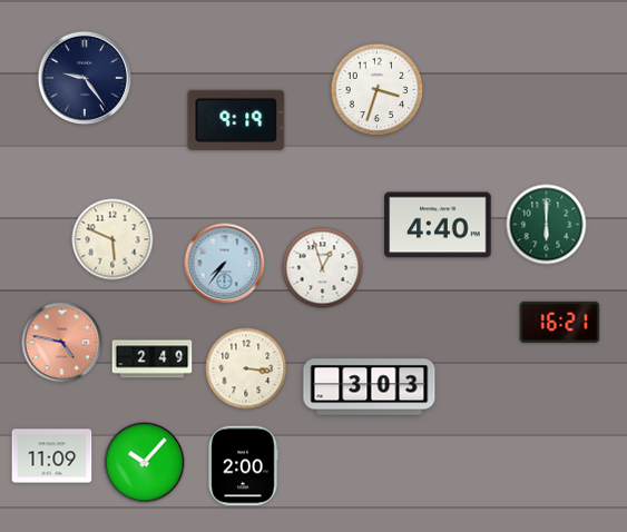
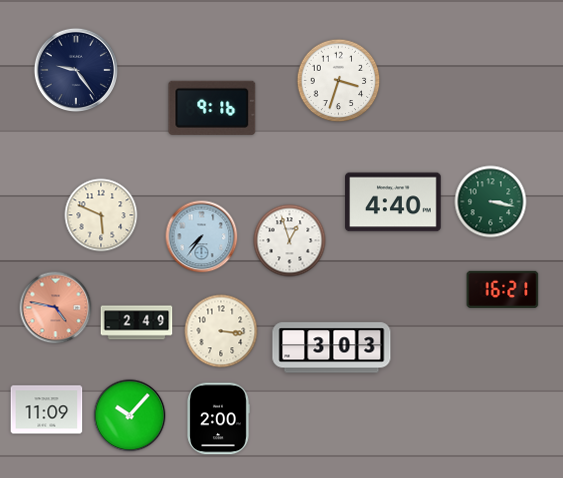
clock at (236, 120): 9:19 -> 9:16
clock at (547, 225): 6:00 -> 3:17
